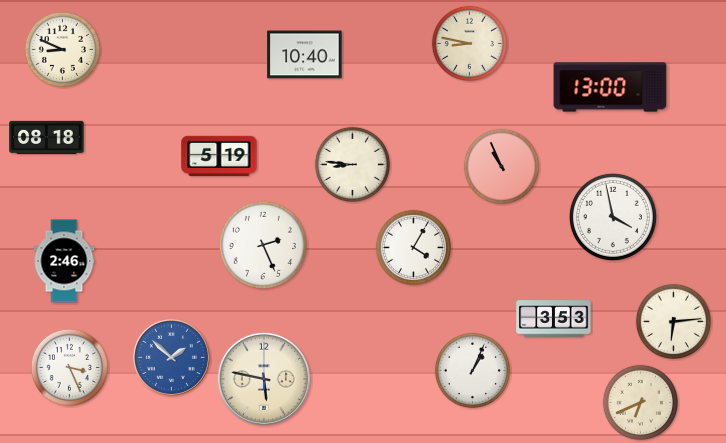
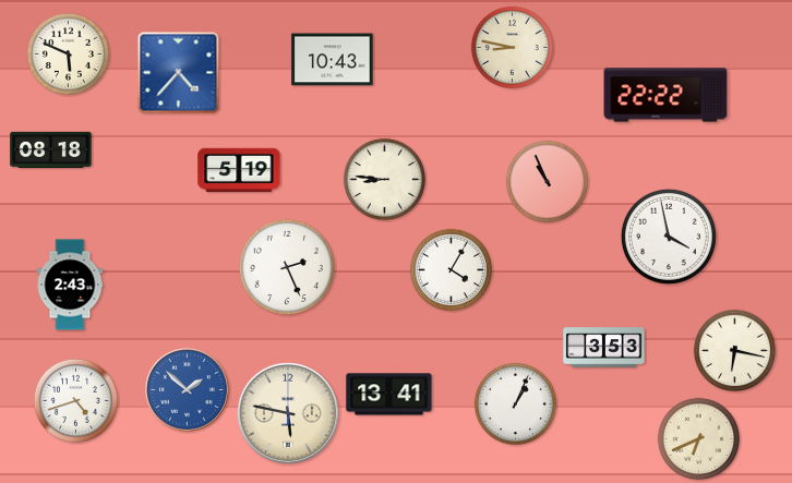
clock at (62, 49): 8:49 -> 5:49
clock at (305, 55): 10:40 -> 10:43
clock at (179, 73): none -> 4:37
clock at (610, 87): 13:00 -> 22:22
clock at (64, 261): 2:46 -> 2:43
clock at (673, 321): 6:14 -> 6:17
clock at (389, 395): none -> 13:41
clock at (69, 367): 3:26 -> 4:42
